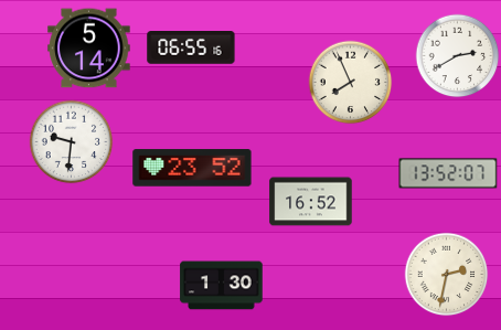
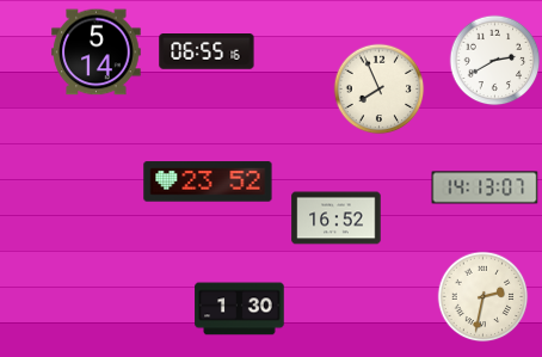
clock at (72, 142): 9:31 -> none
clock at (448, 173): 13:52 -> 14:13
